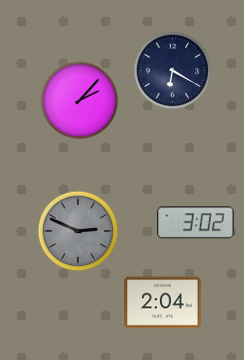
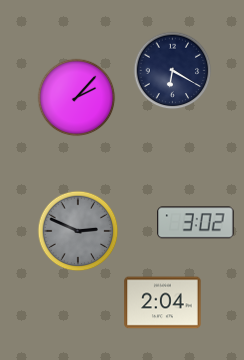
clock at (79, 100) position: (79, 100) -> (76, 97)
